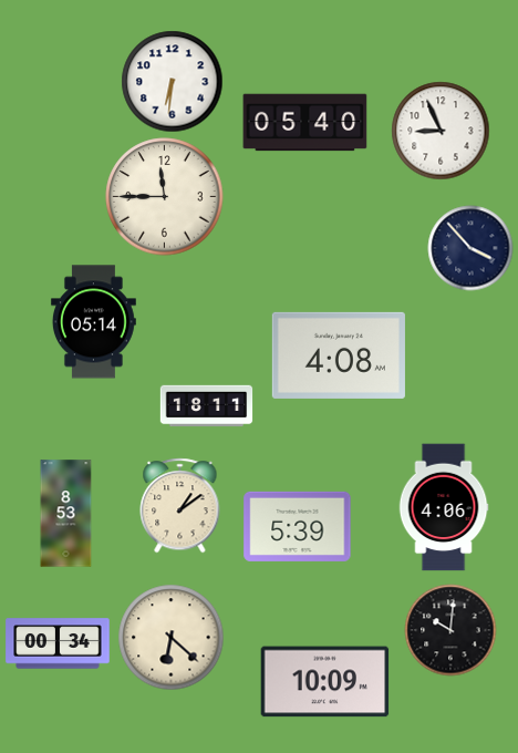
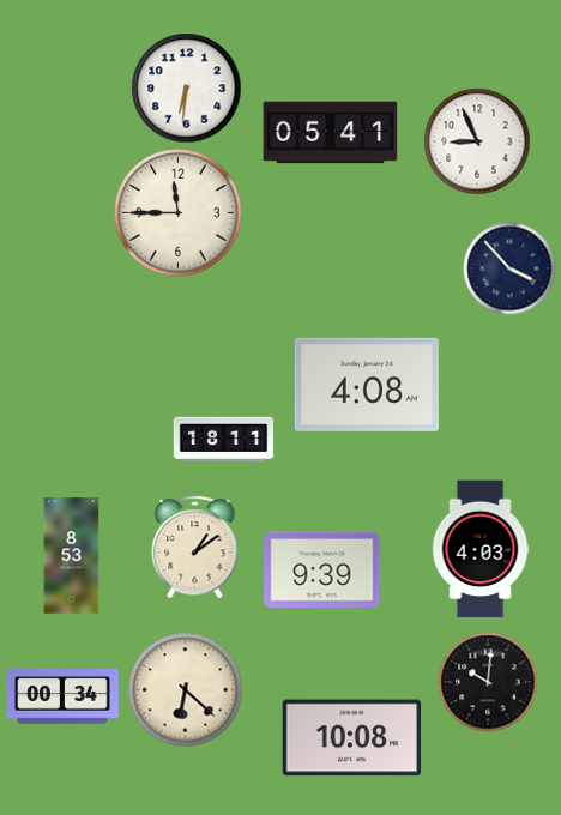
clock at (305, 123): 05:40 -> 05:41
clock at (93, 322): 05:14 -> none
clock at (444, 507): 4:06 -> 4:03
clock at (298, 526): 5:39 -> 9:39
clock at (325, 682): 10:09 -> 10:08
